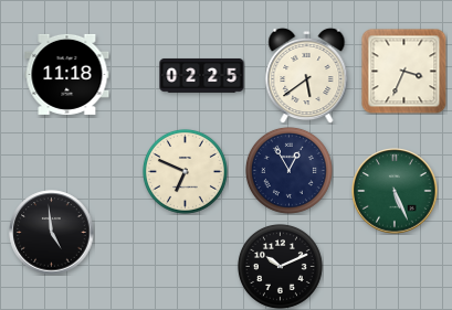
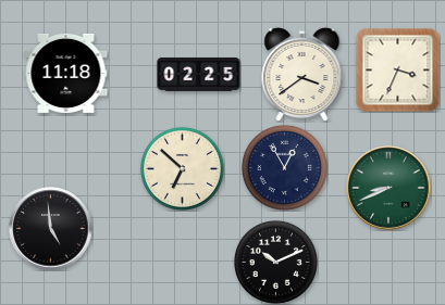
clock at (307, 75): 5:39 -> 3:39
clock at (185, 171): 6:49 -> 6:52
clock at (395, 191): 5:26 -> 8:41
